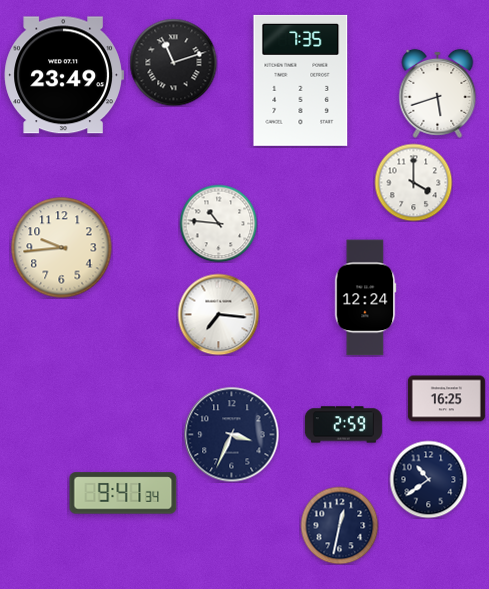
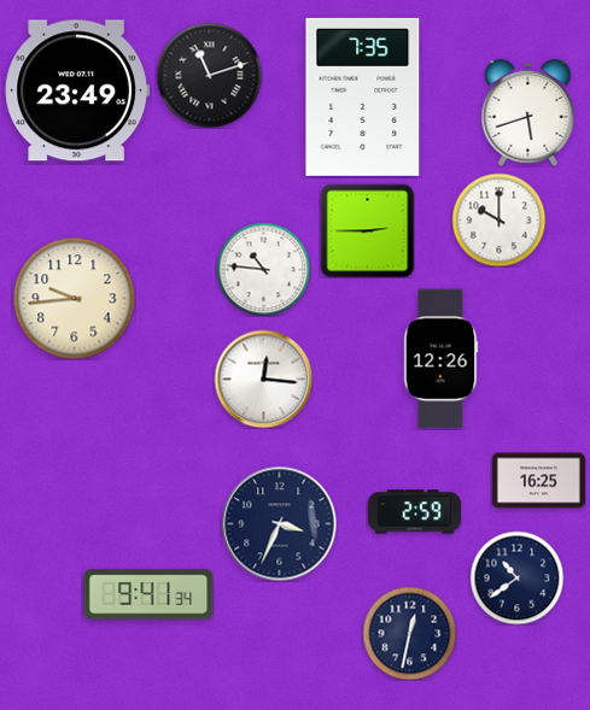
clock at (413, 182): 4:00 -> 10:00
clock at (367, 230): none -> 2:45
clock at (366, 298): 12:24 -> 12:26
clock at (218, 314): 7:16 -> 12:16
